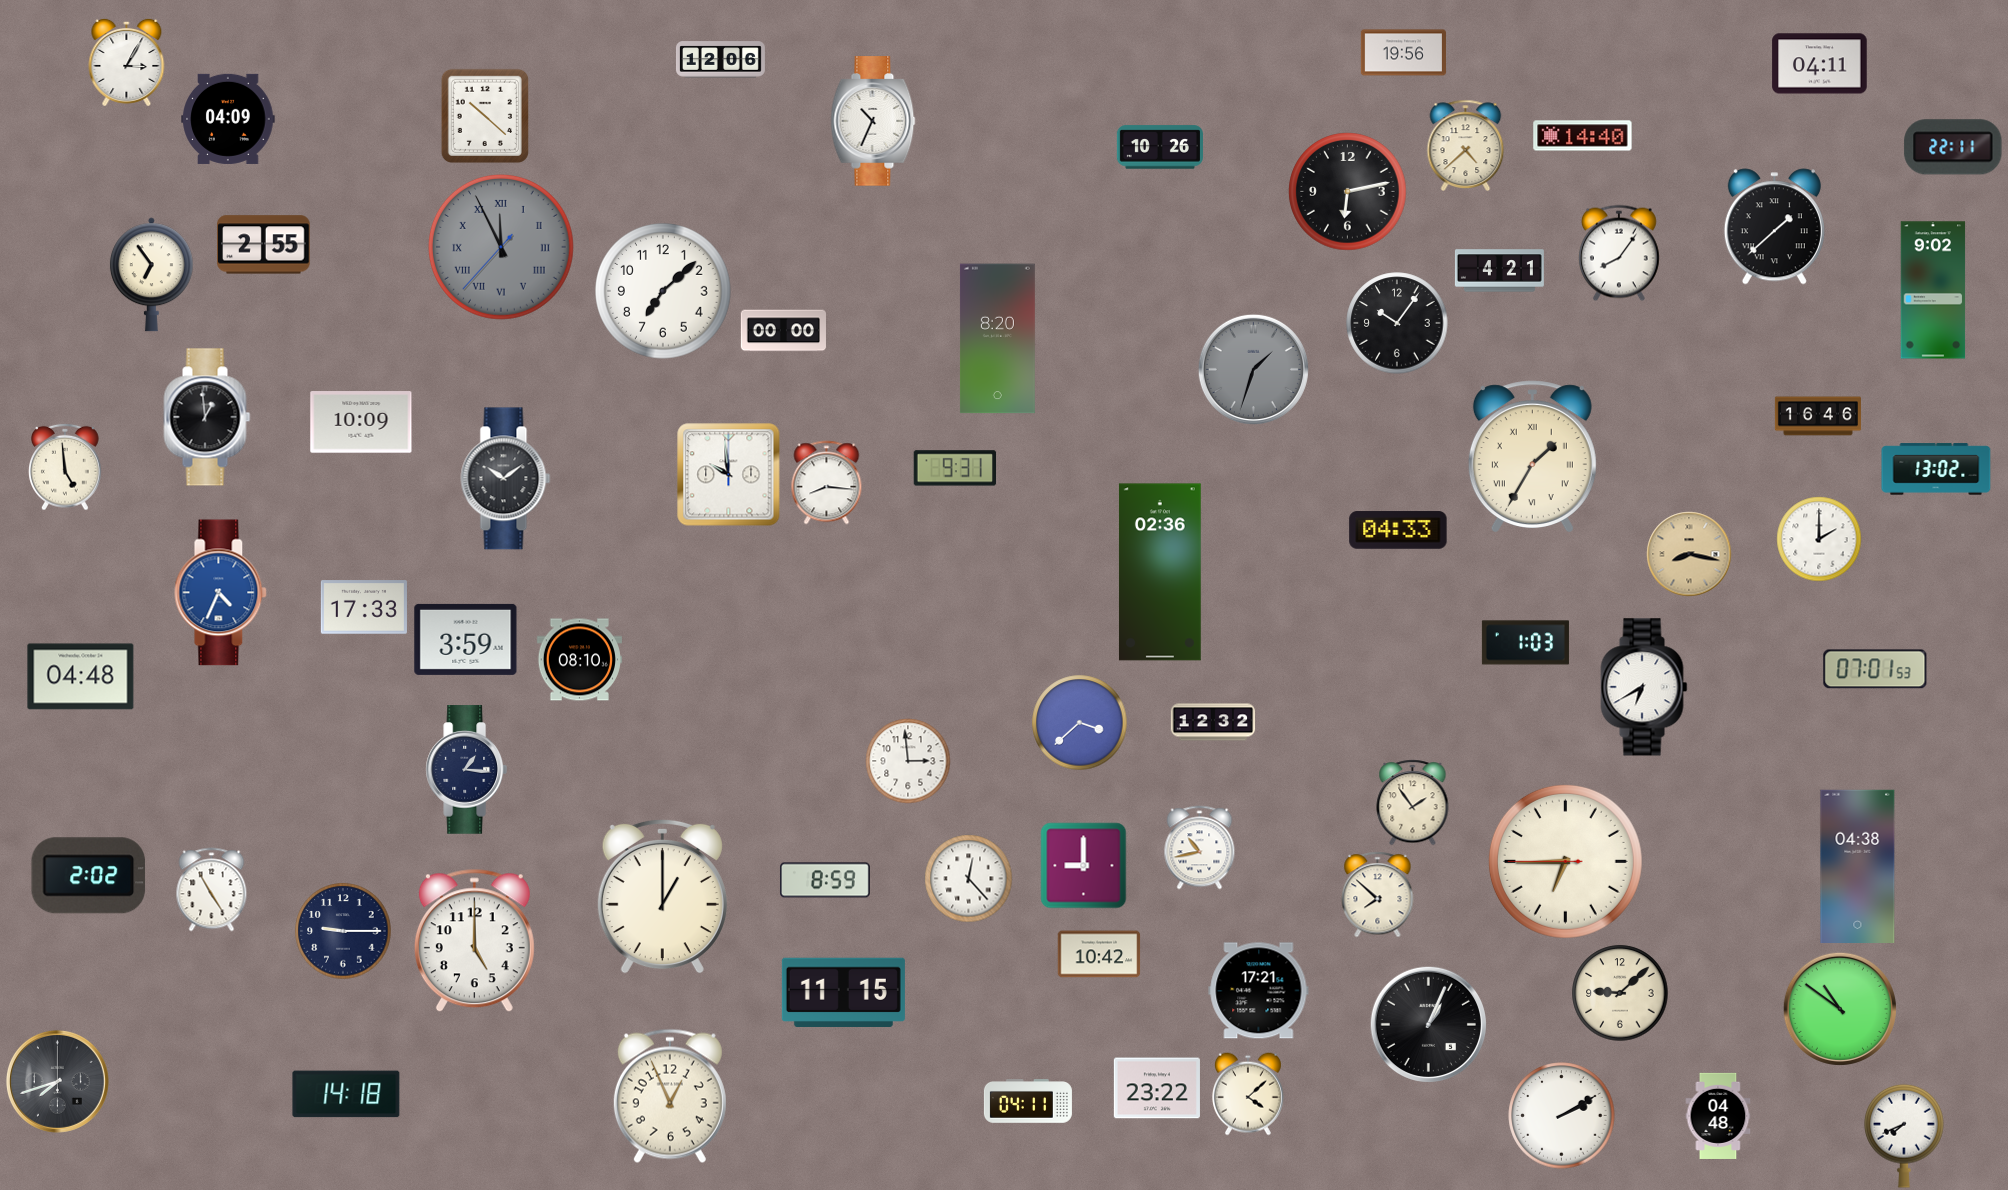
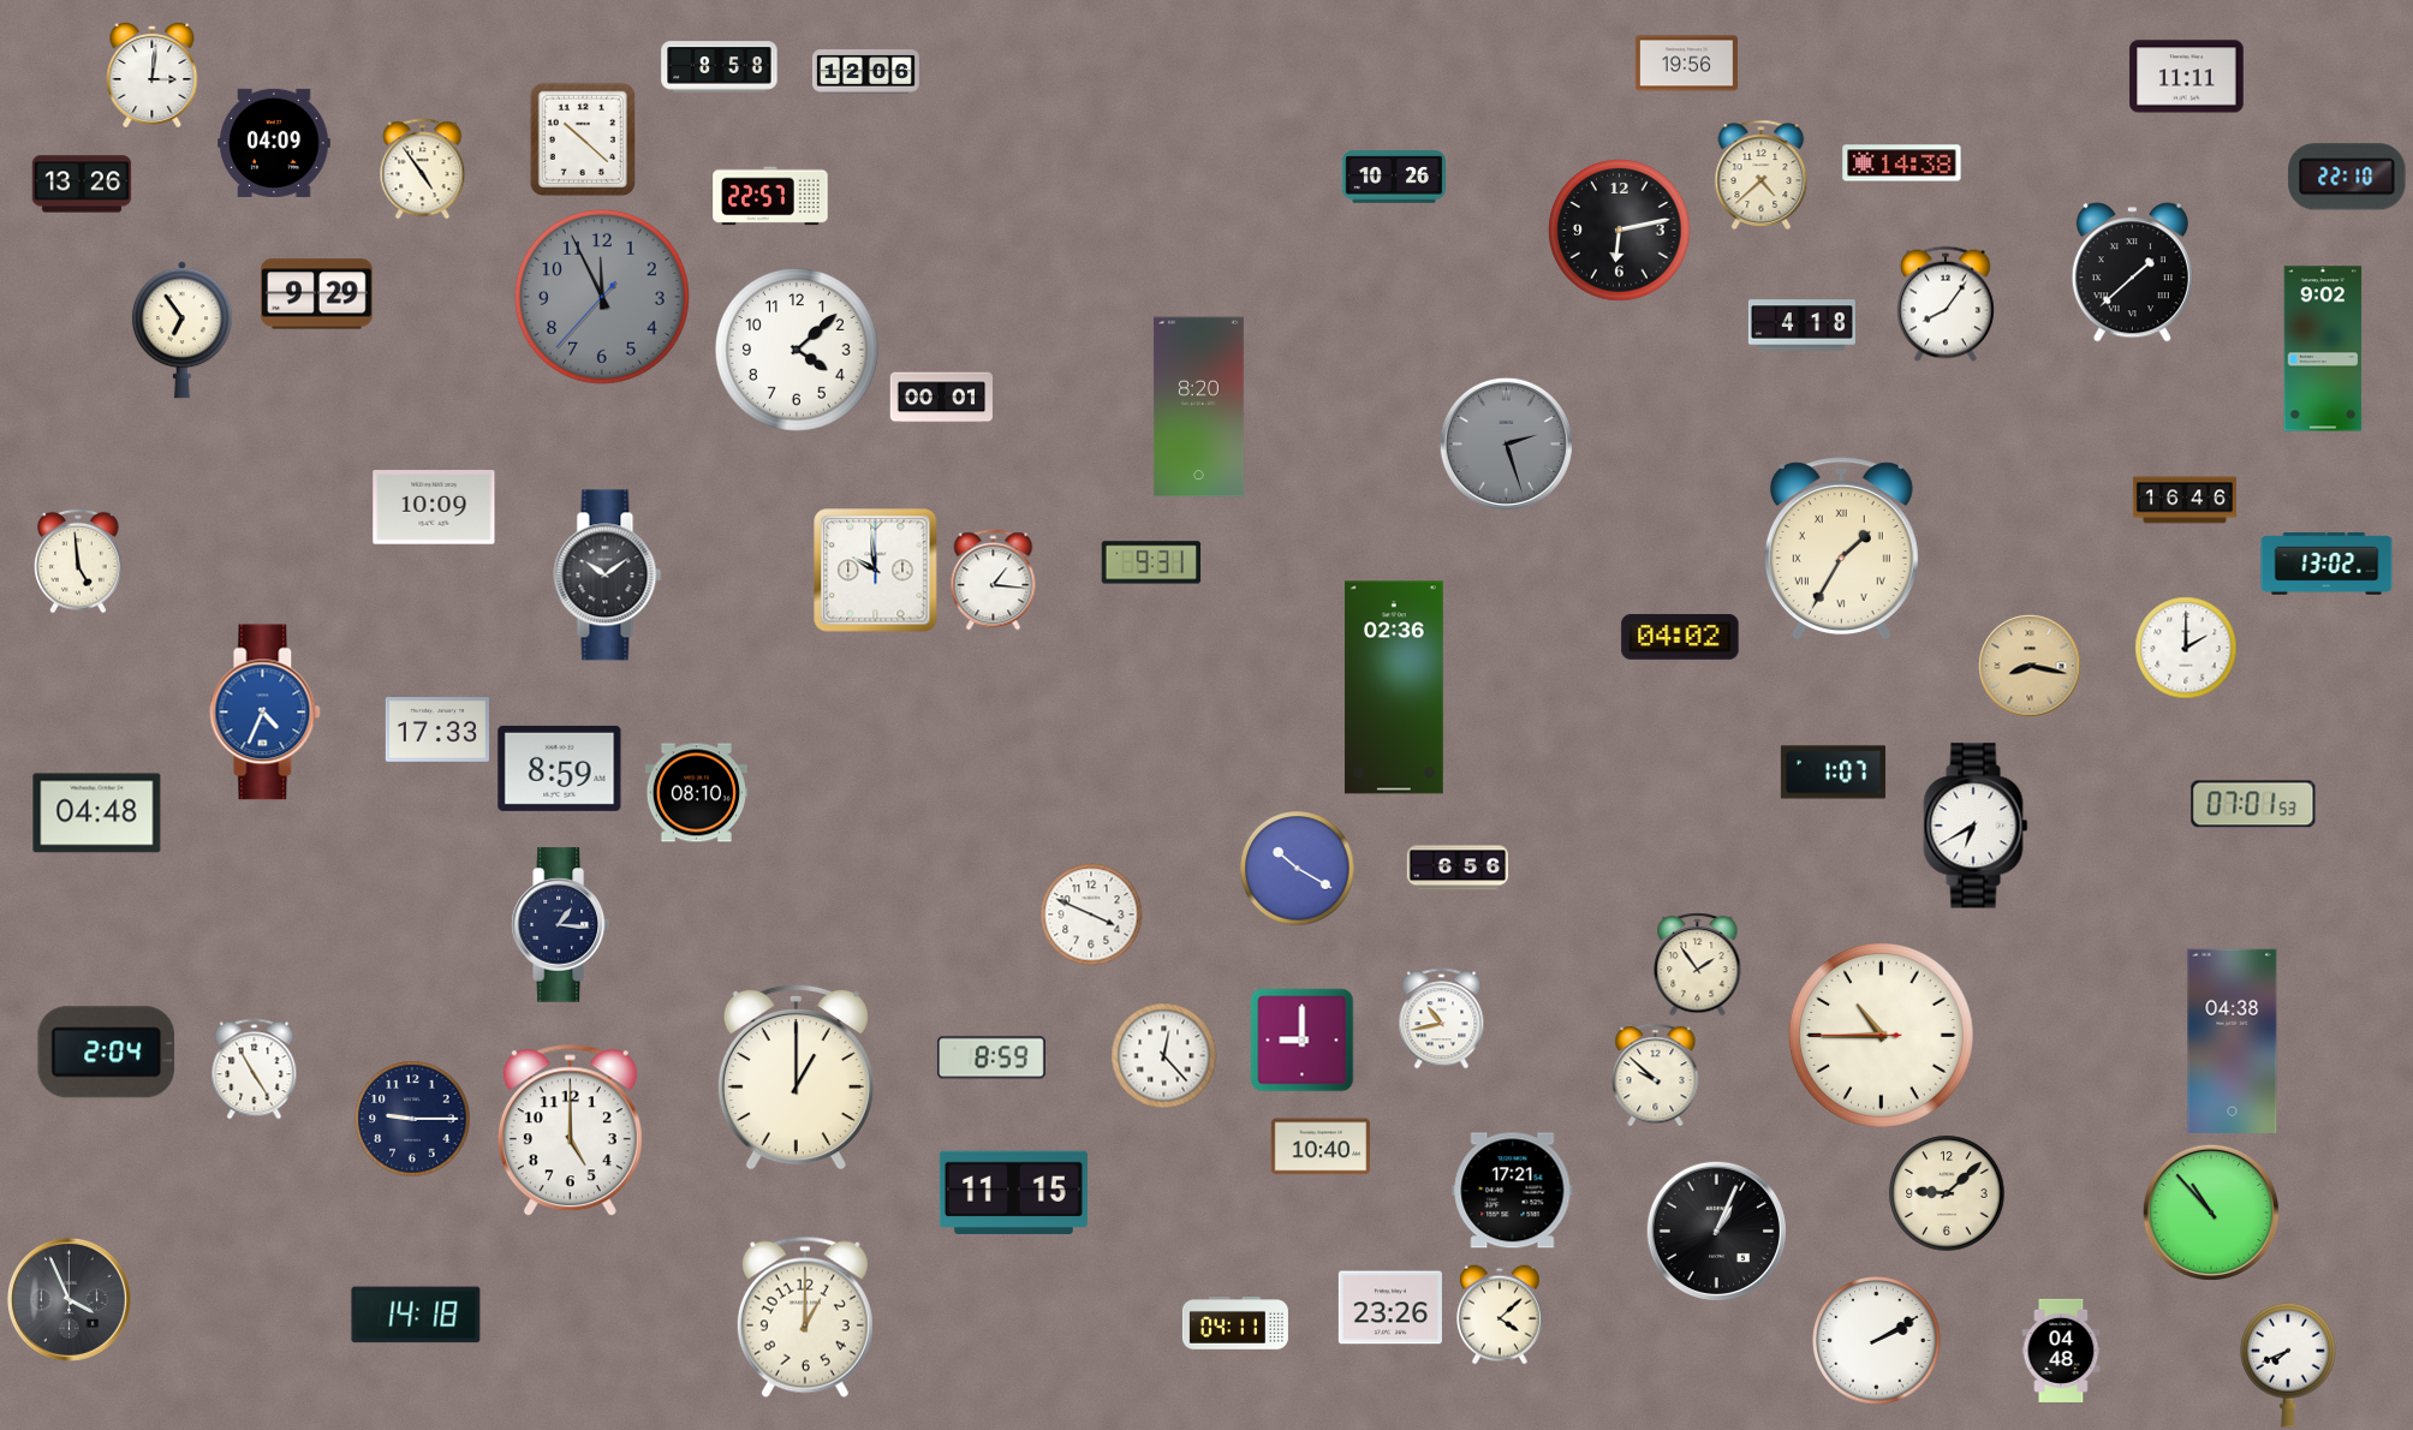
clock at (720, 67): none -> 8:58
clock at (127, 62): 3:05 -> 3:01
clock at (1820, 64): 04:11 -> 11:11
clock at (873, 121): 10:34 -> none
clock at (1583, 136): 14:40 -> 14:38
clock at (423, 169): none -> 4:54
clock at (1953, 147): 22:11 -> 22:10
clock at (82, 184): none -> 13:26
clock at (770, 196): none -> 22:57
clock at (264, 245): 2:55 -> 9:29
clock at (501, 247) numerals: Roman -> Arabic
clock at (1499, 271): 4:21 -> 4:18
clock at (664, 292): 7:08 -> 4:08
clock at (1397, 323): 10:06 -> none
clock at (783, 331): 00:00 -> 00:01
clock at (1253, 369): 1:33 -> 2:27
clock at (207, 417): 12:59 -> none
clock at (955, 468) position: (955, 468) -> (1151, 562)
clock at (827, 483): 8:16 -> 1:16
clock at (1398, 530): 04:33 -> 04:02
clock at (466, 639): 3:59 -> 8:59
clock at (1525, 643): 1:03 -> 1:07
clock at (1213, 722): 12:32 -> 6:56
clock at (1080, 723): 3:38 -> 10:20
clock at (908, 761): 2:59 -> 3:49
clock at (1565, 861): 6:44 -> 10:44
clock at (89, 876): 2:02 -> 2:04
clock at (1378, 895): 7:52 -> 9:52
clock at (1099, 954): 10:42 -> 10:40
clock at (1840, 1009): 10:51 -> 10:53
clock at (57, 1081): 7:42 -> 3:56
clock at (1157, 1088): 23:22 -> 23:26
clock at (670, 1096): 12:56 -> 1:00
clock at (1718, 1116) position: (1718, 1116) -> (2061, 1351)
